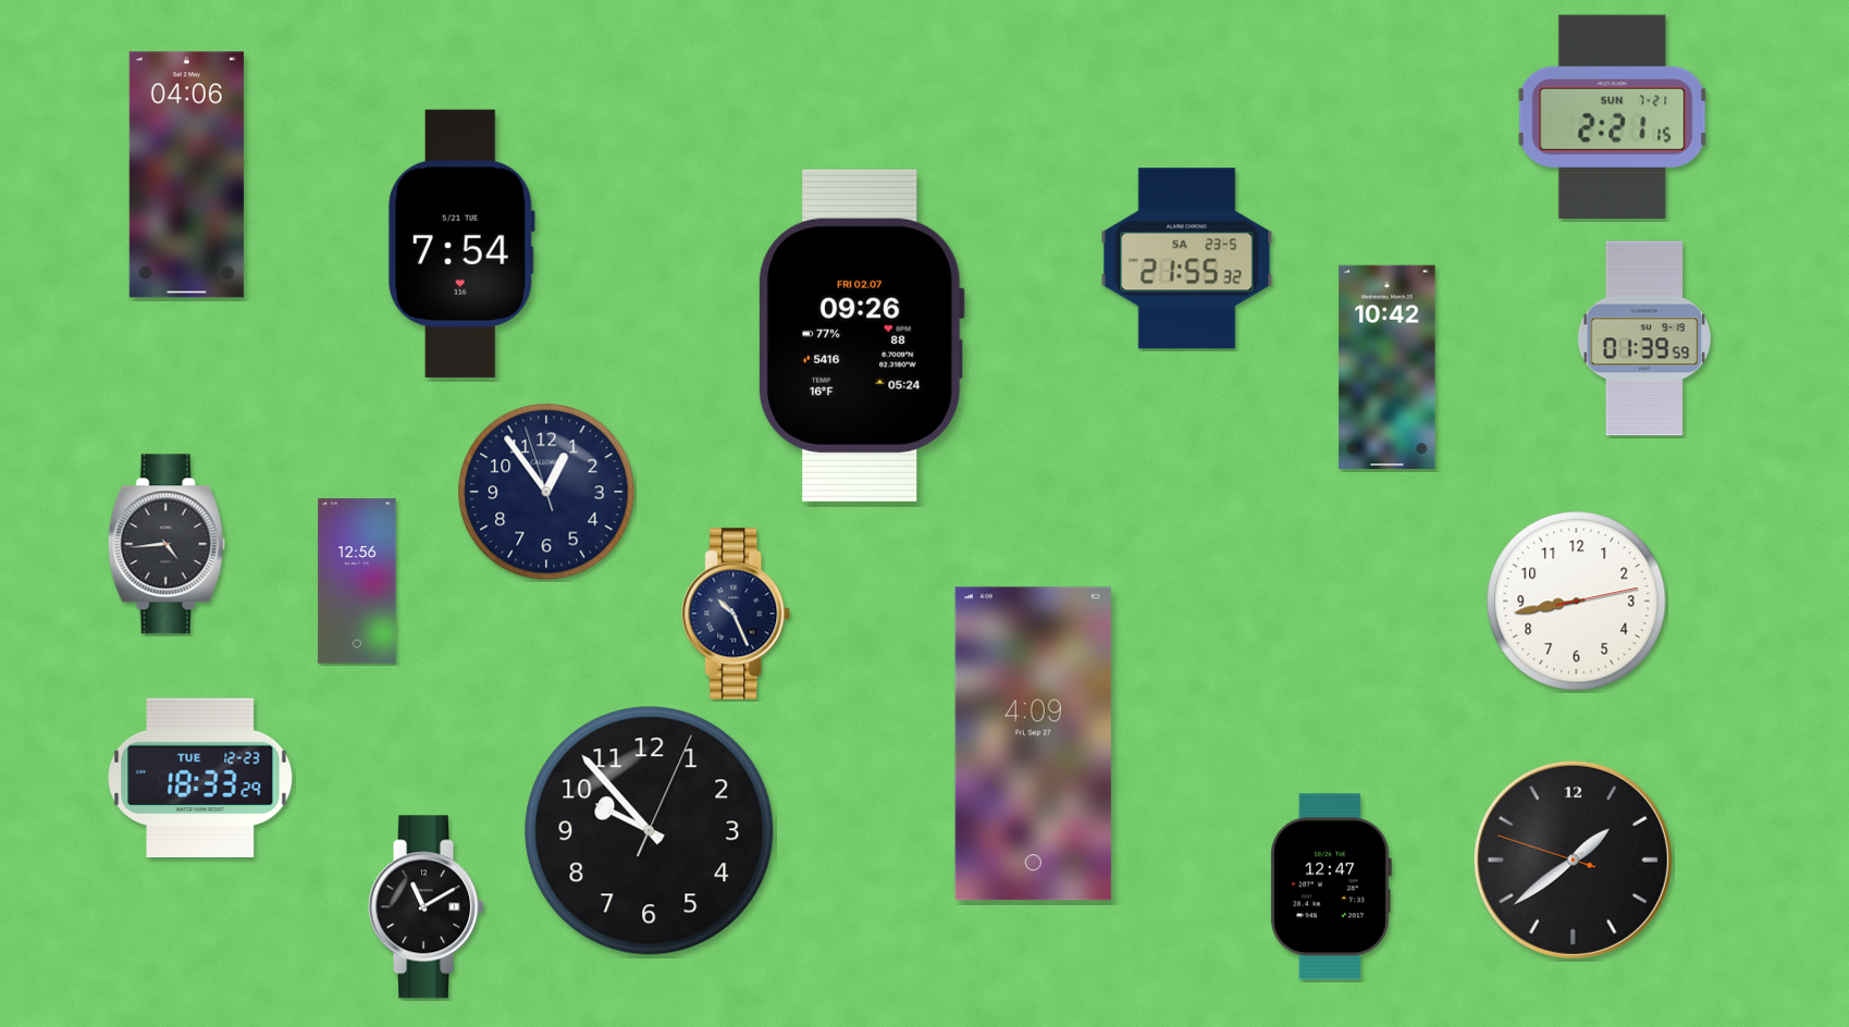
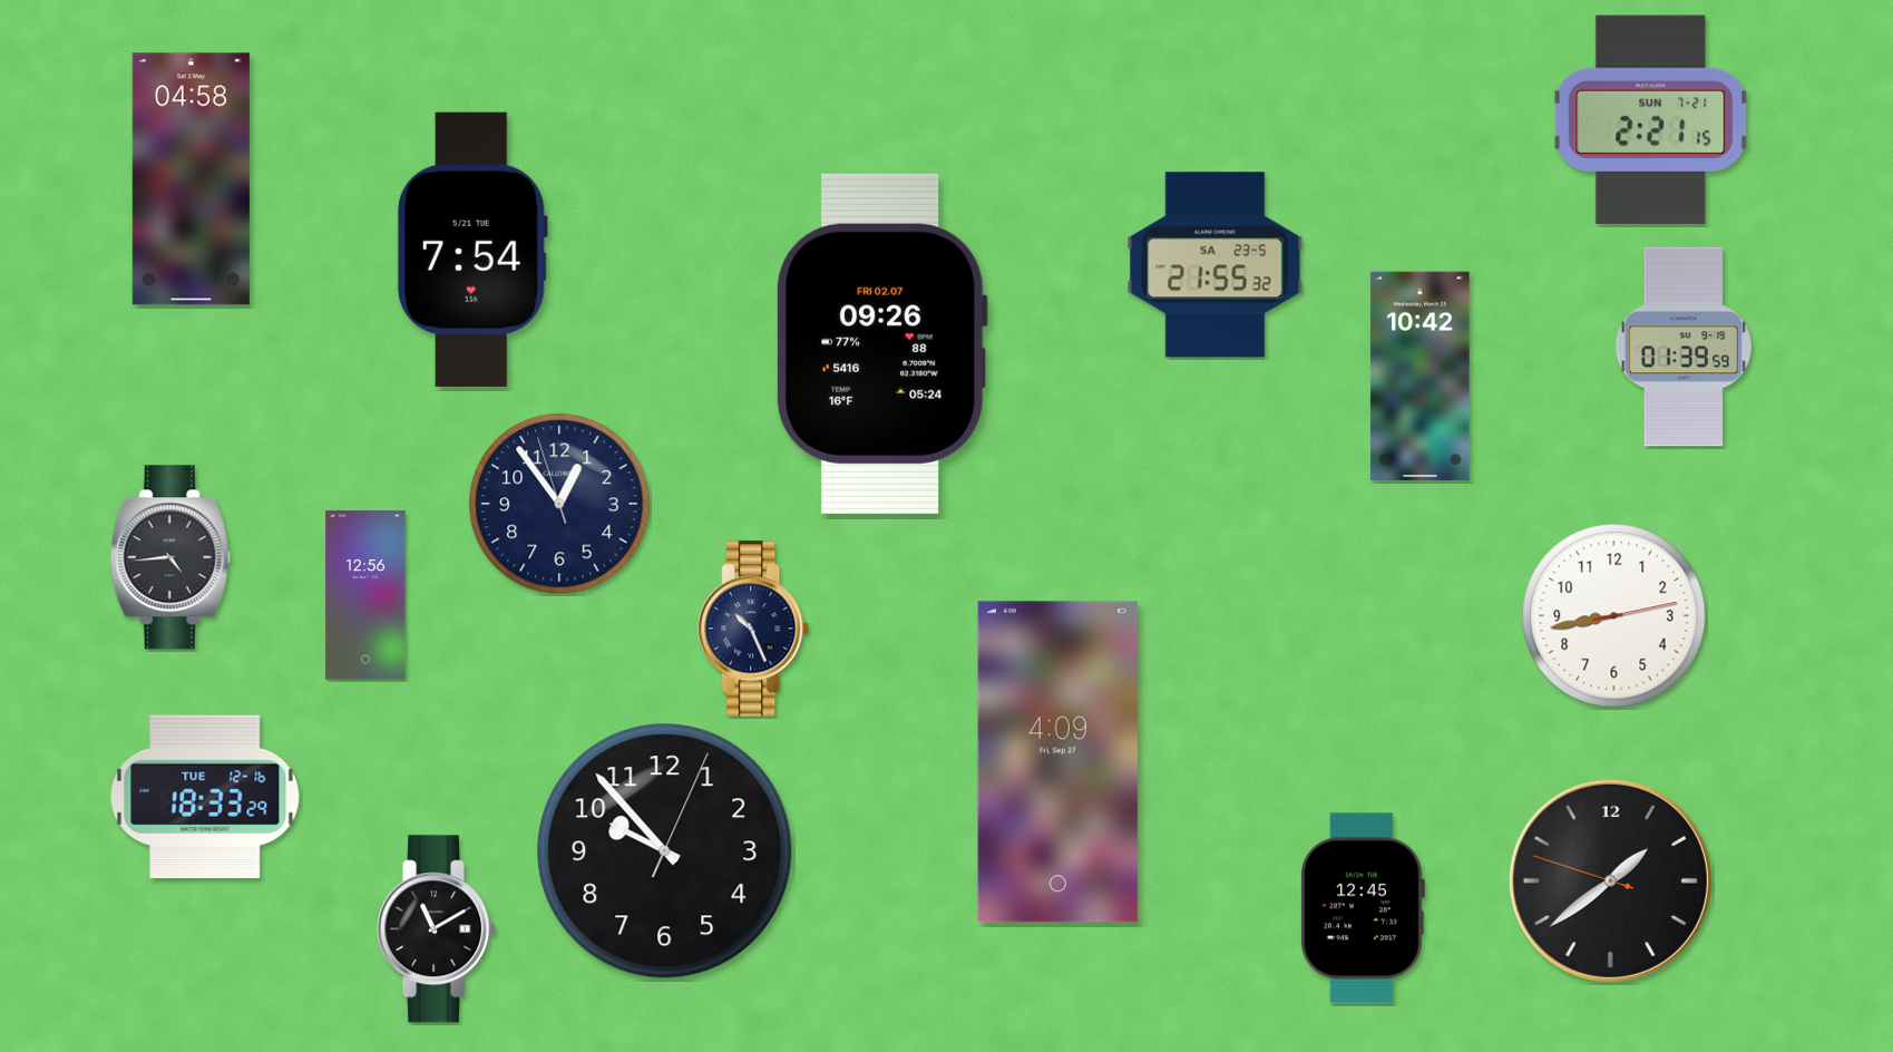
clock at (186, 175): 04:06 -> 04:58
clock at (200, 777) date: TUE 12-23 -> TUE 12-16
clock at (1330, 887): 12:47 -> 12:45
